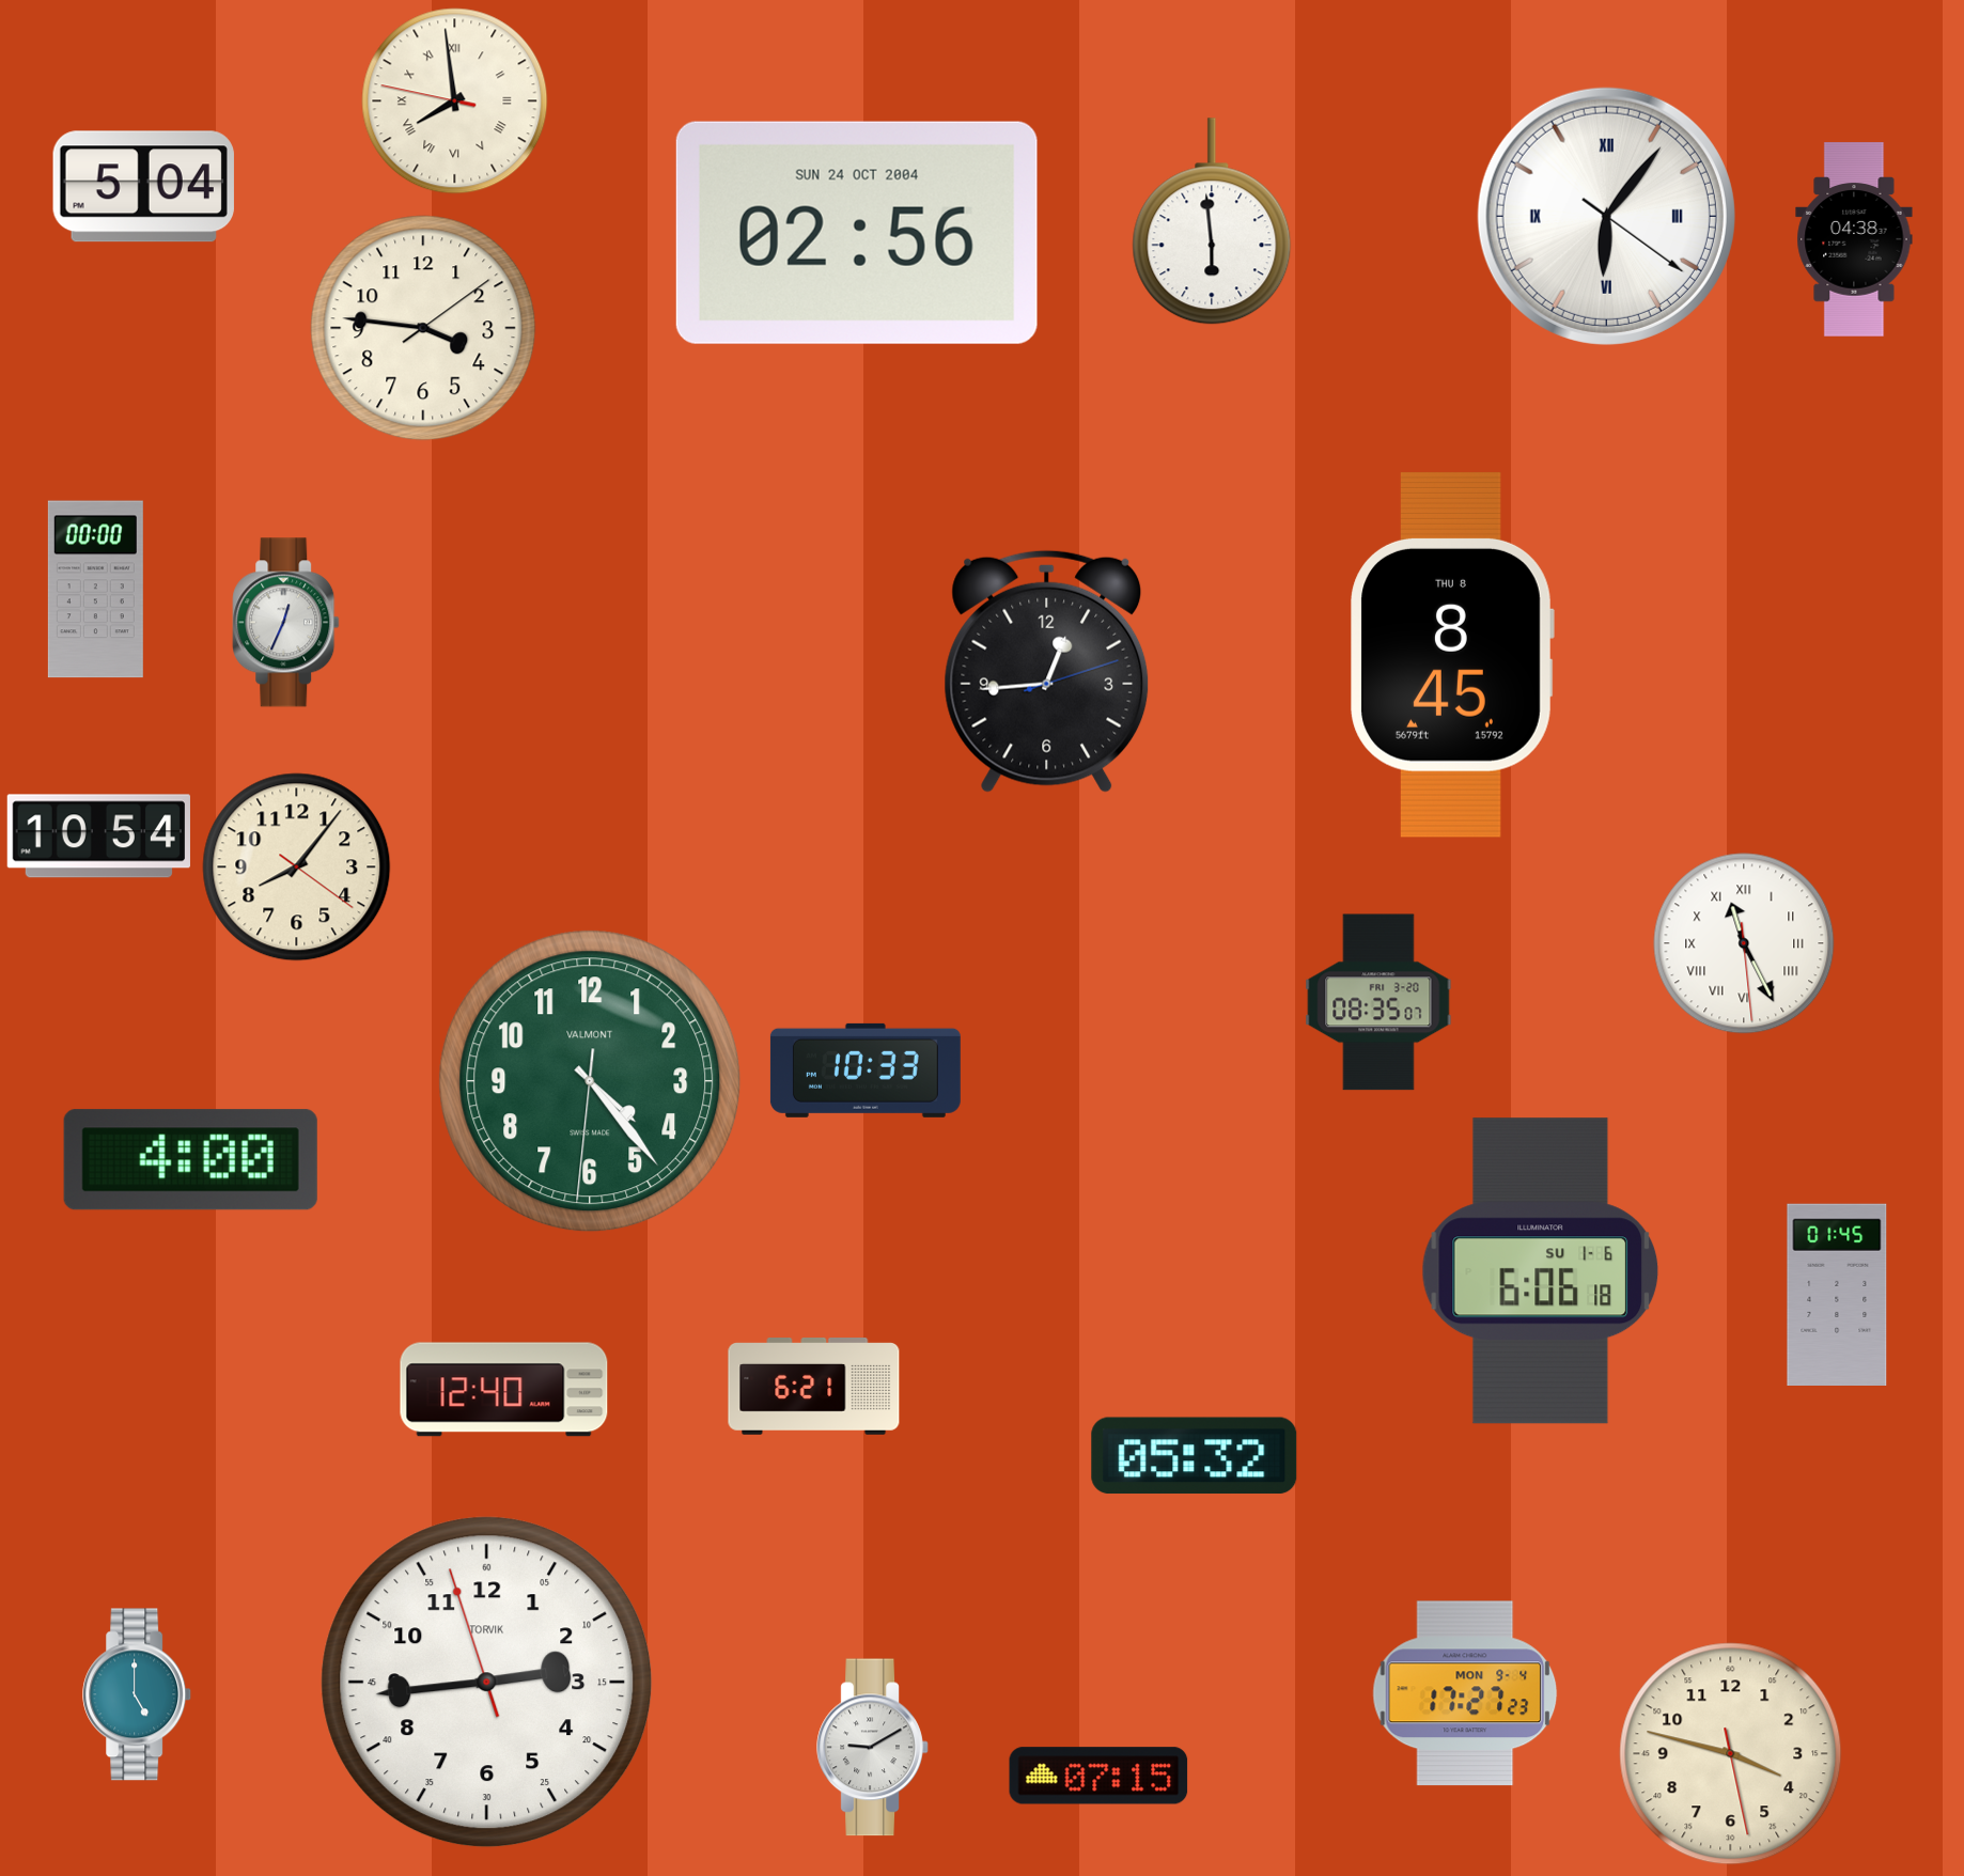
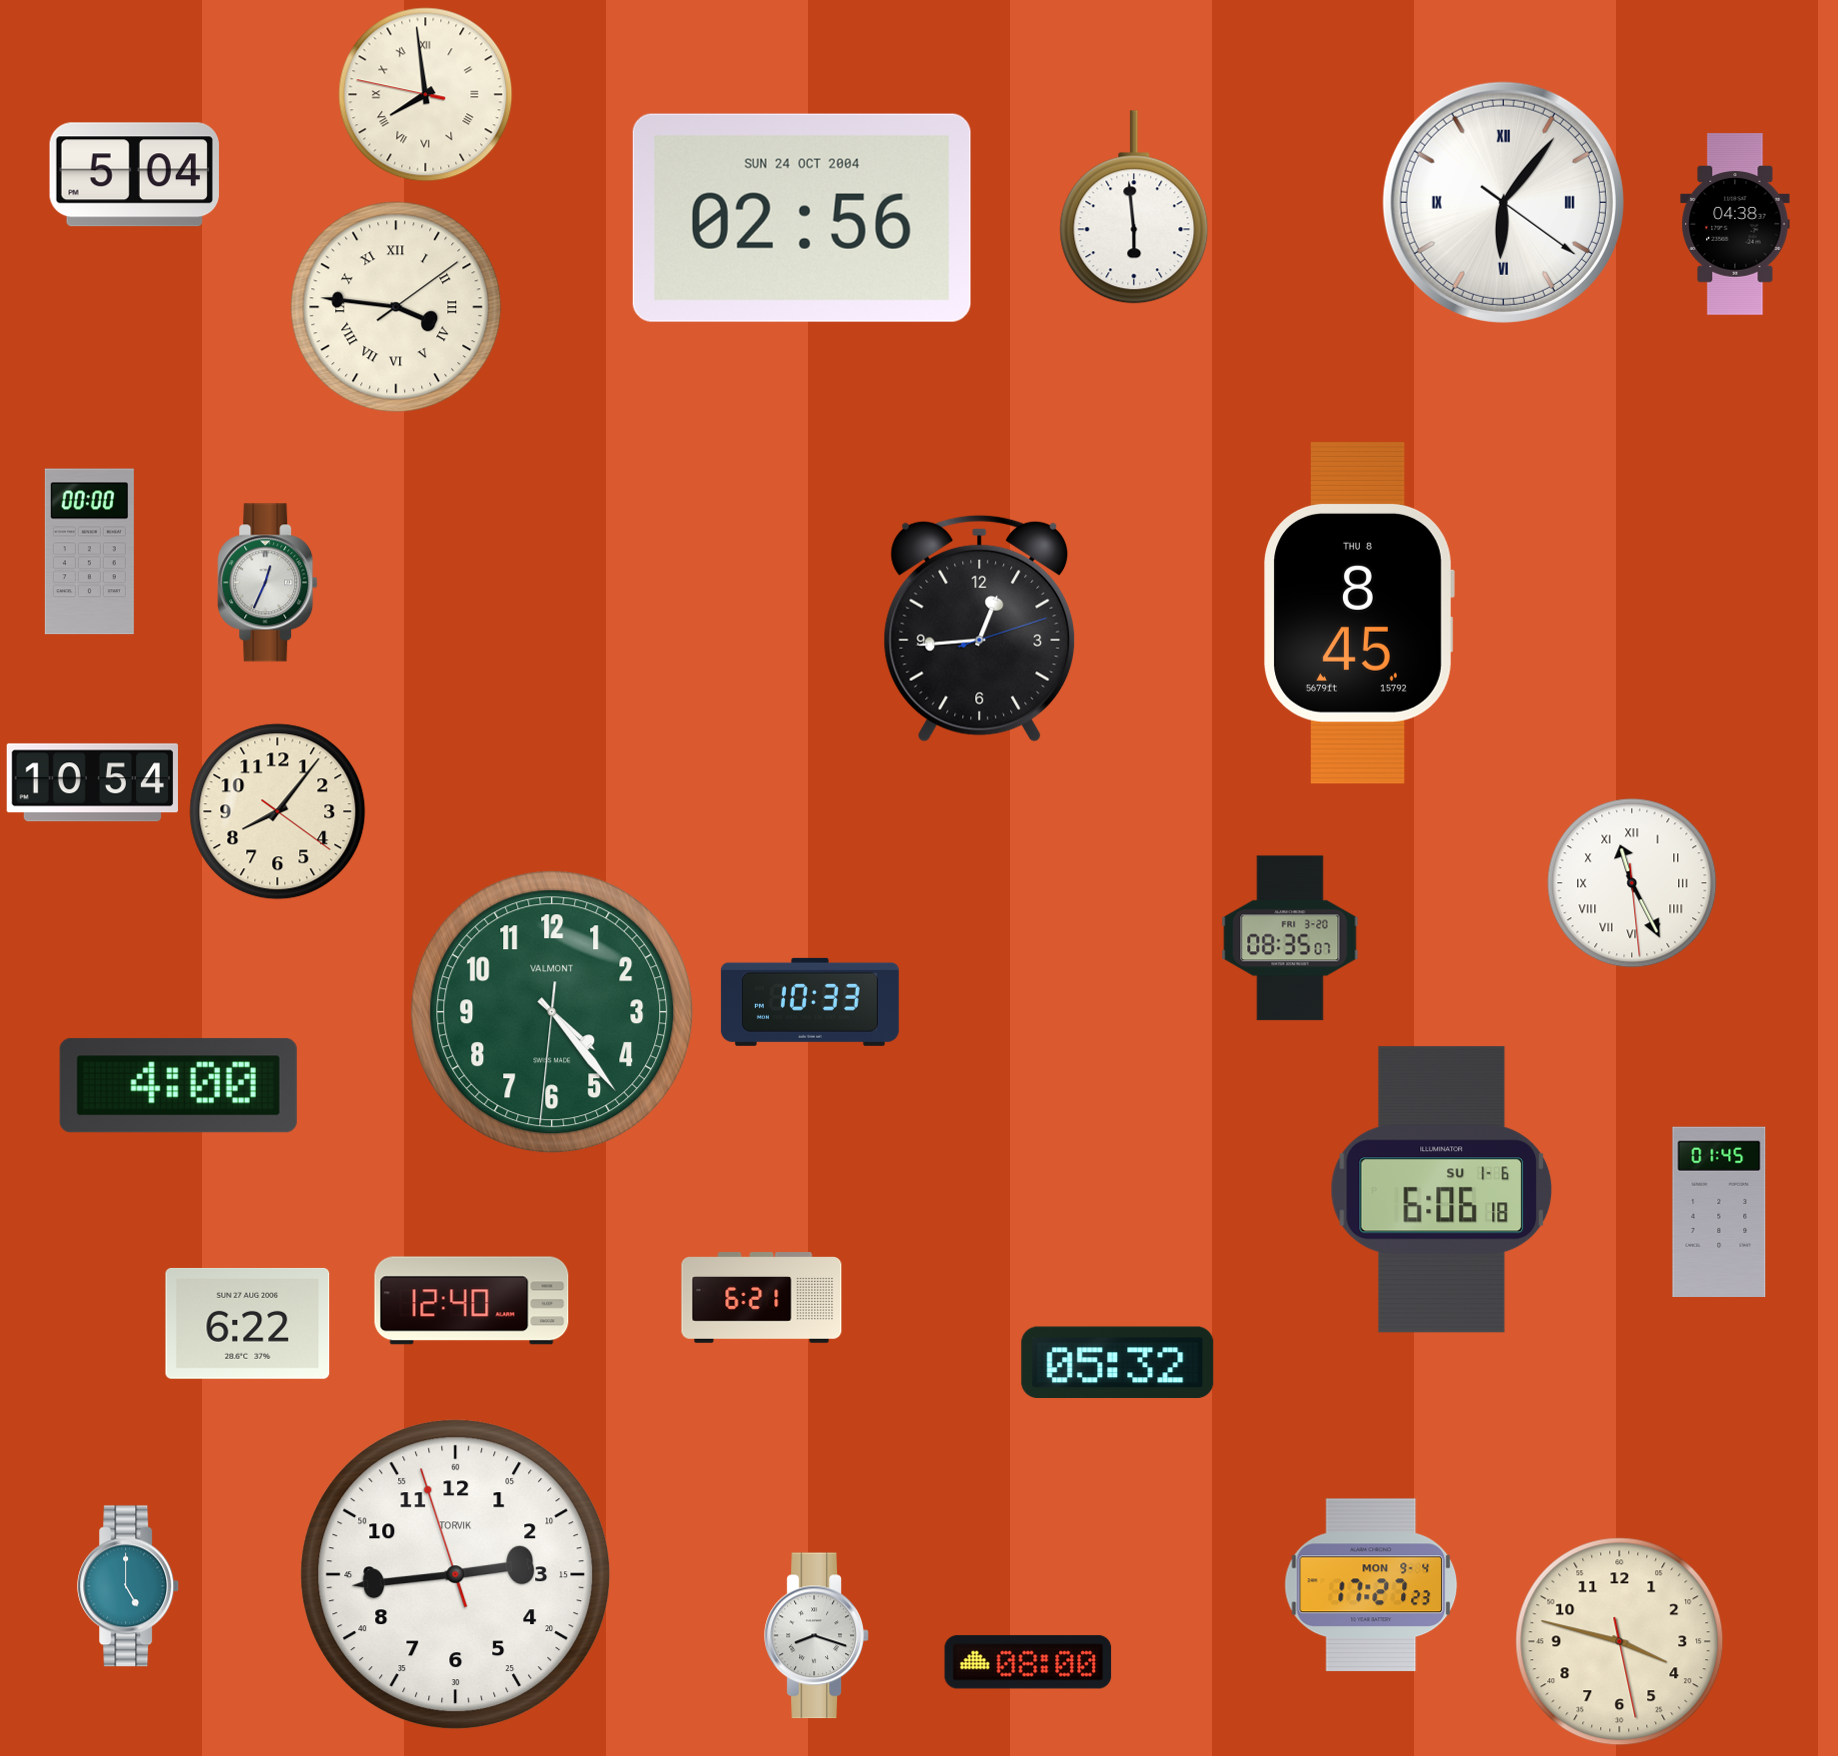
clock at (423, 328) numerals: Arabic -> Roman
clock at (248, 1323): none -> 6:22
clock at (873, 1748): 9:10 -> 8:18
clock at (1098, 1776): 07:15 -> 08:00
